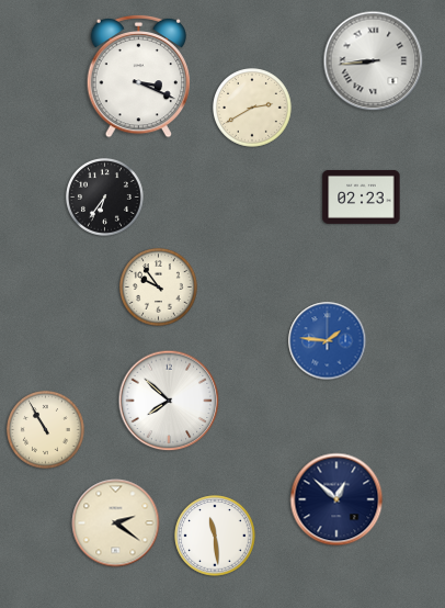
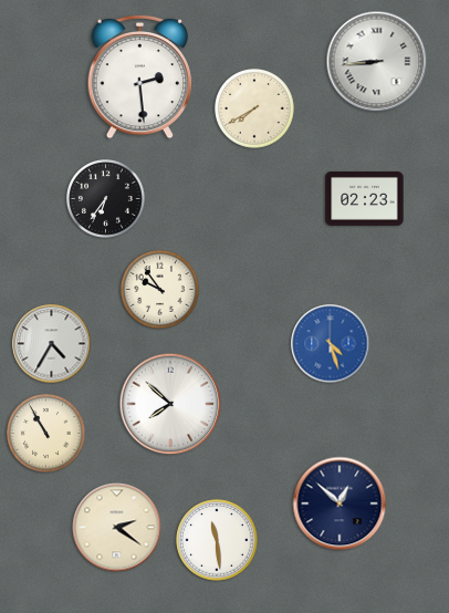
clock at (138, 76): 3:19 -> 2:29
clock at (253, 109): 2:40 -> 7:40
clock at (52, 344): none -> 4:35
clock at (328, 341): 1:46 -> 4:27
